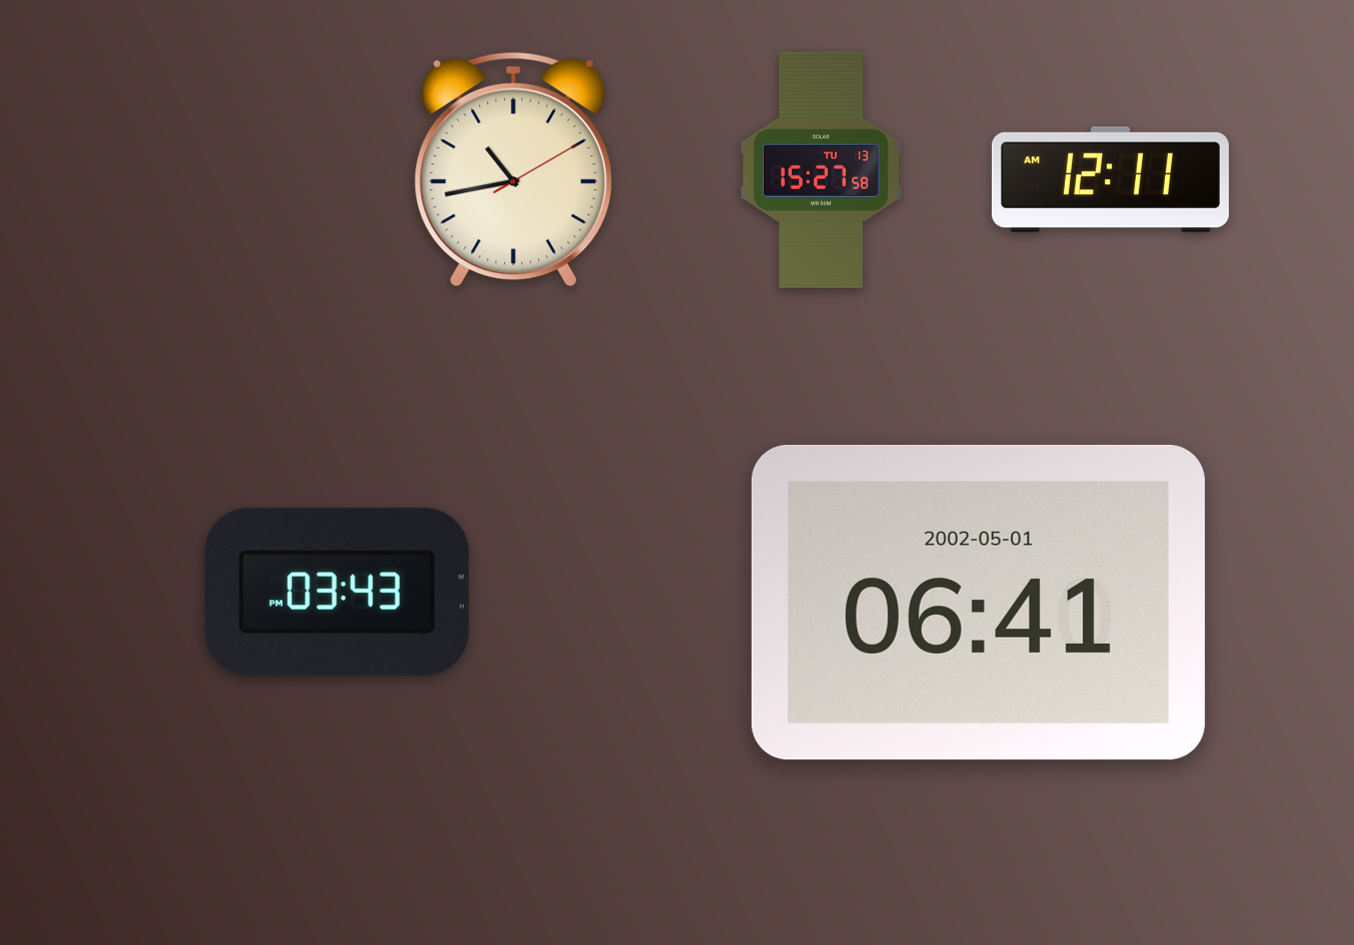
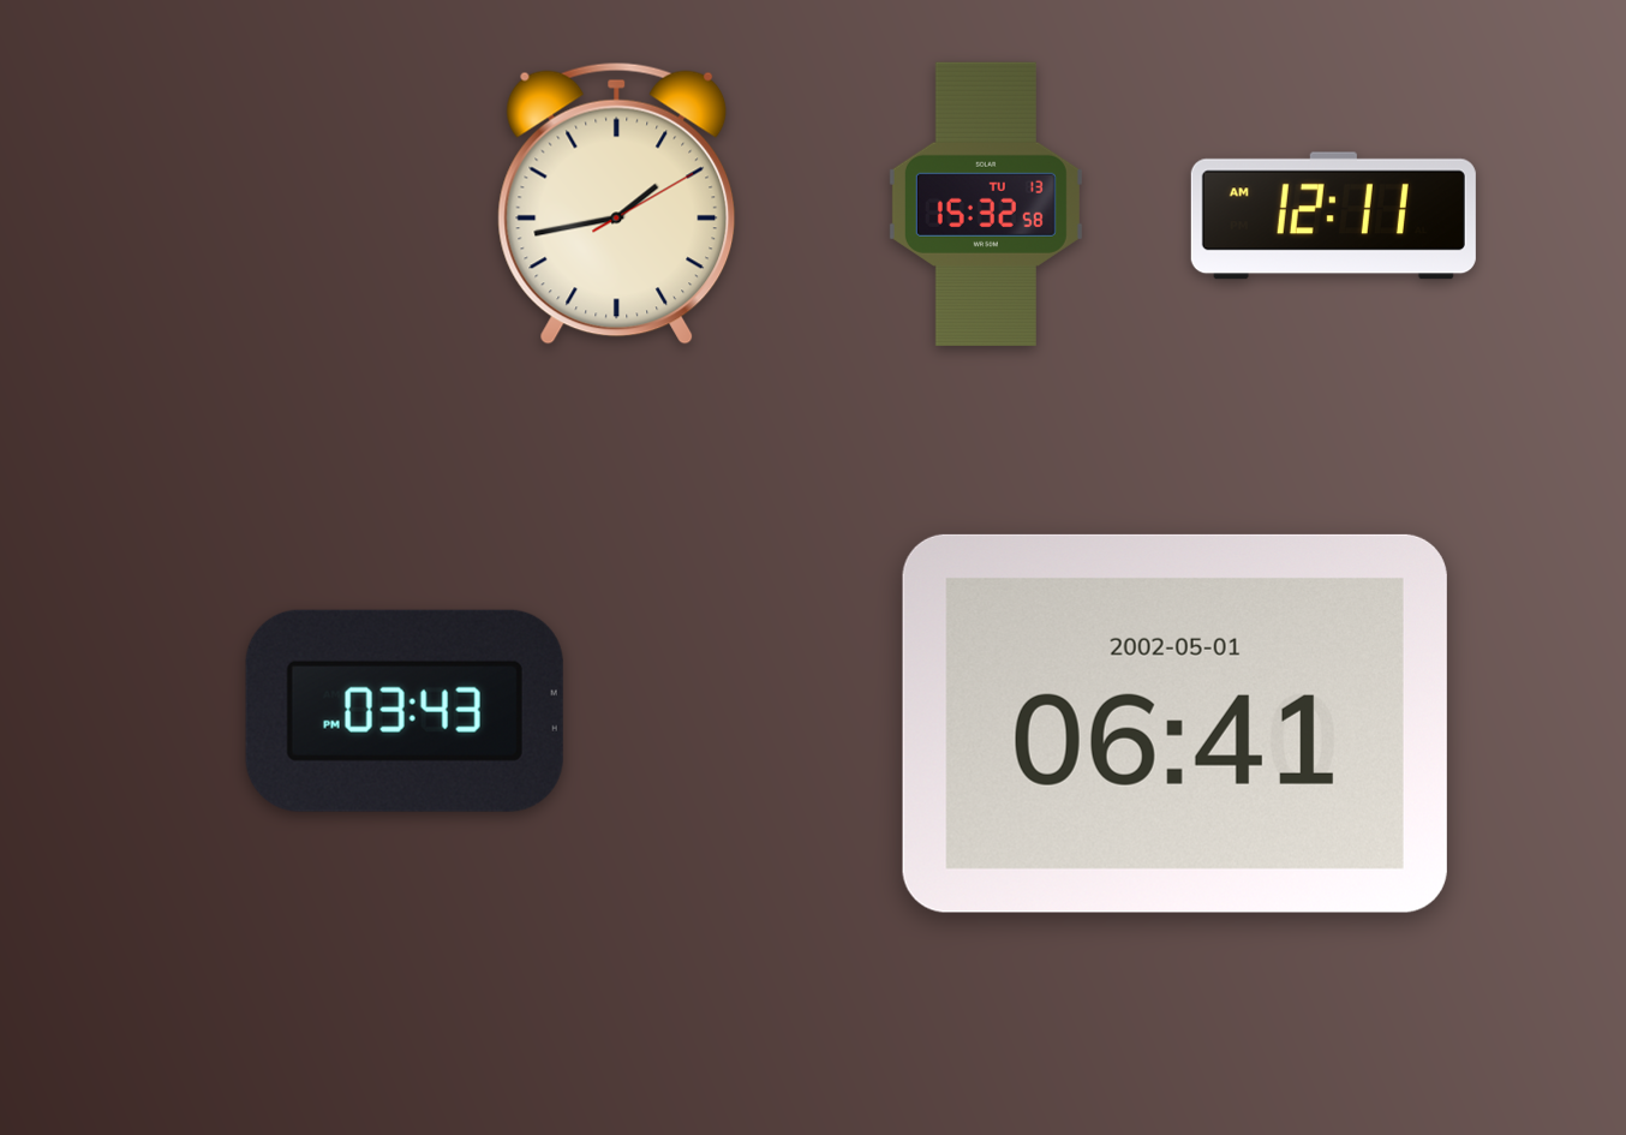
clock at (514, 169): 10:43 -> 1:43
clock at (821, 170): 15:27 -> 15:32
